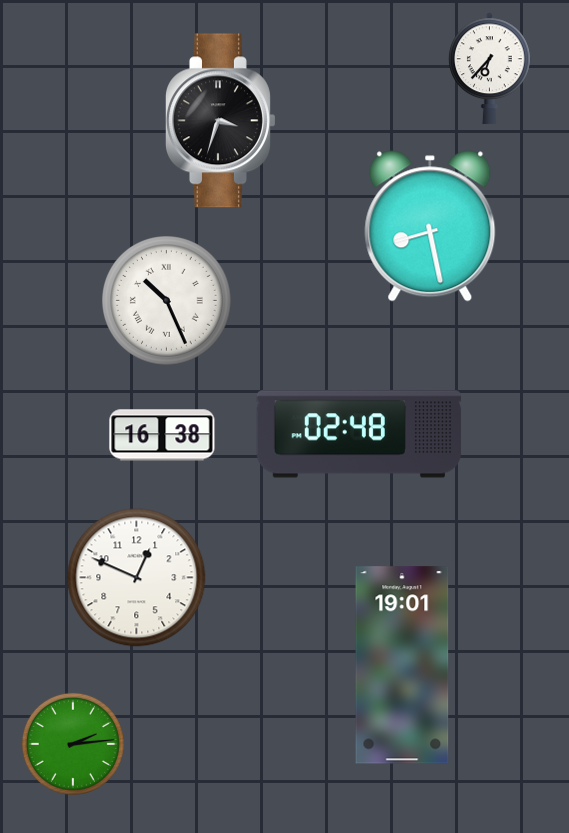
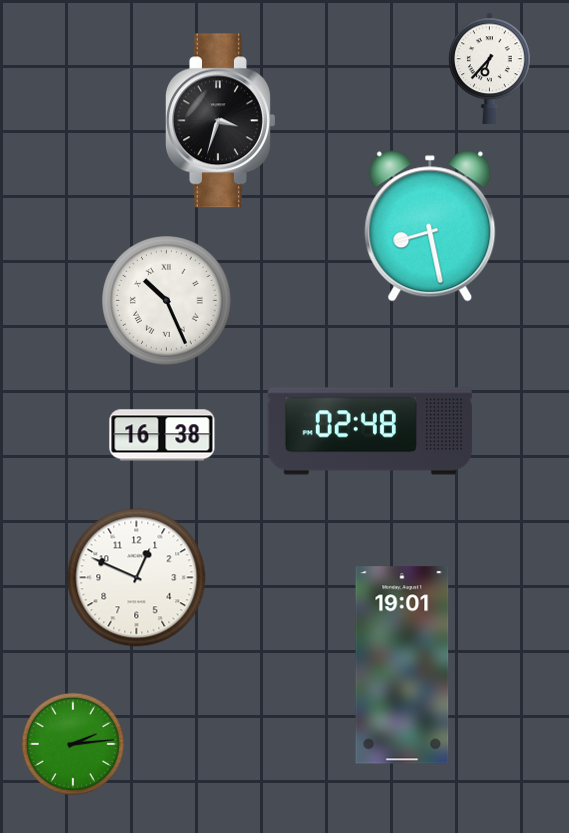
clock at (359, 434) position: (359, 434) -> (370, 431)
